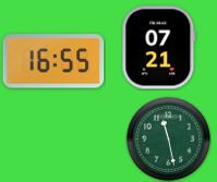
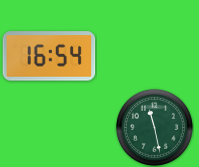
clock at (159, 48): 07:21 -> none
clock at (53, 61): 16:55 -> 16:54
